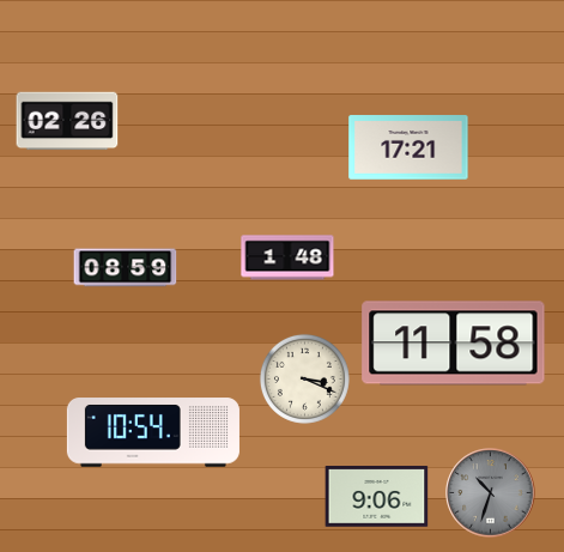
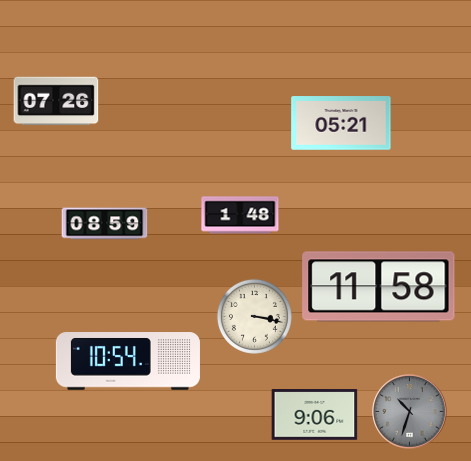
clock at (67, 121): 02:26 -> 07:26
clock at (408, 147): 17:21 -> 05:21
clock at (304, 378): 3:19 -> 3:17
